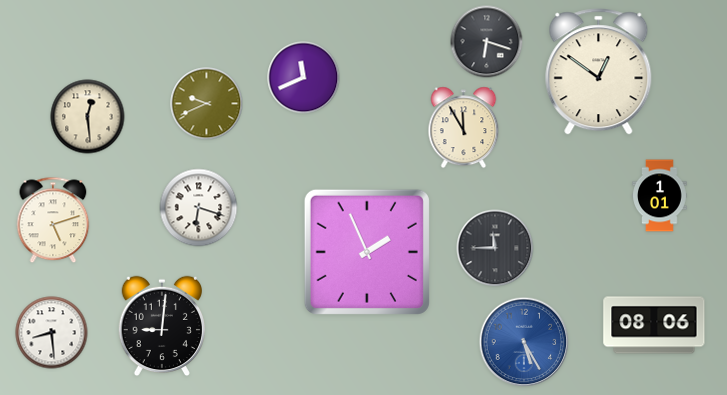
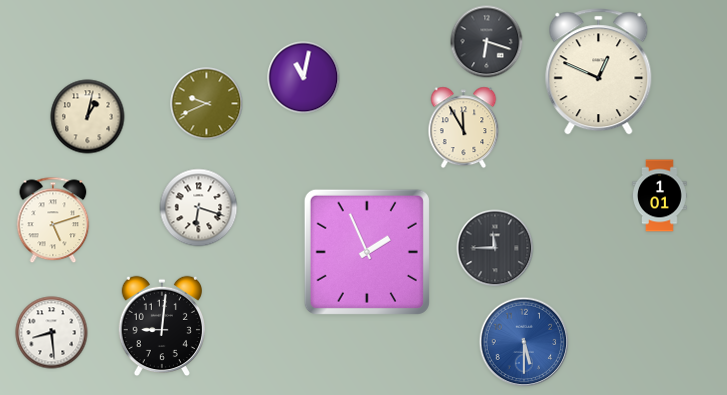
clock at (599, 72): 12:51 -> 12:49
clock at (304, 78): 11:41 -> 11:02
clock at (88, 117): 12:29 -> 1:02
clock at (654, 325): 08:06 -> none
clock at (524, 342): 5:25 -> 5:30
